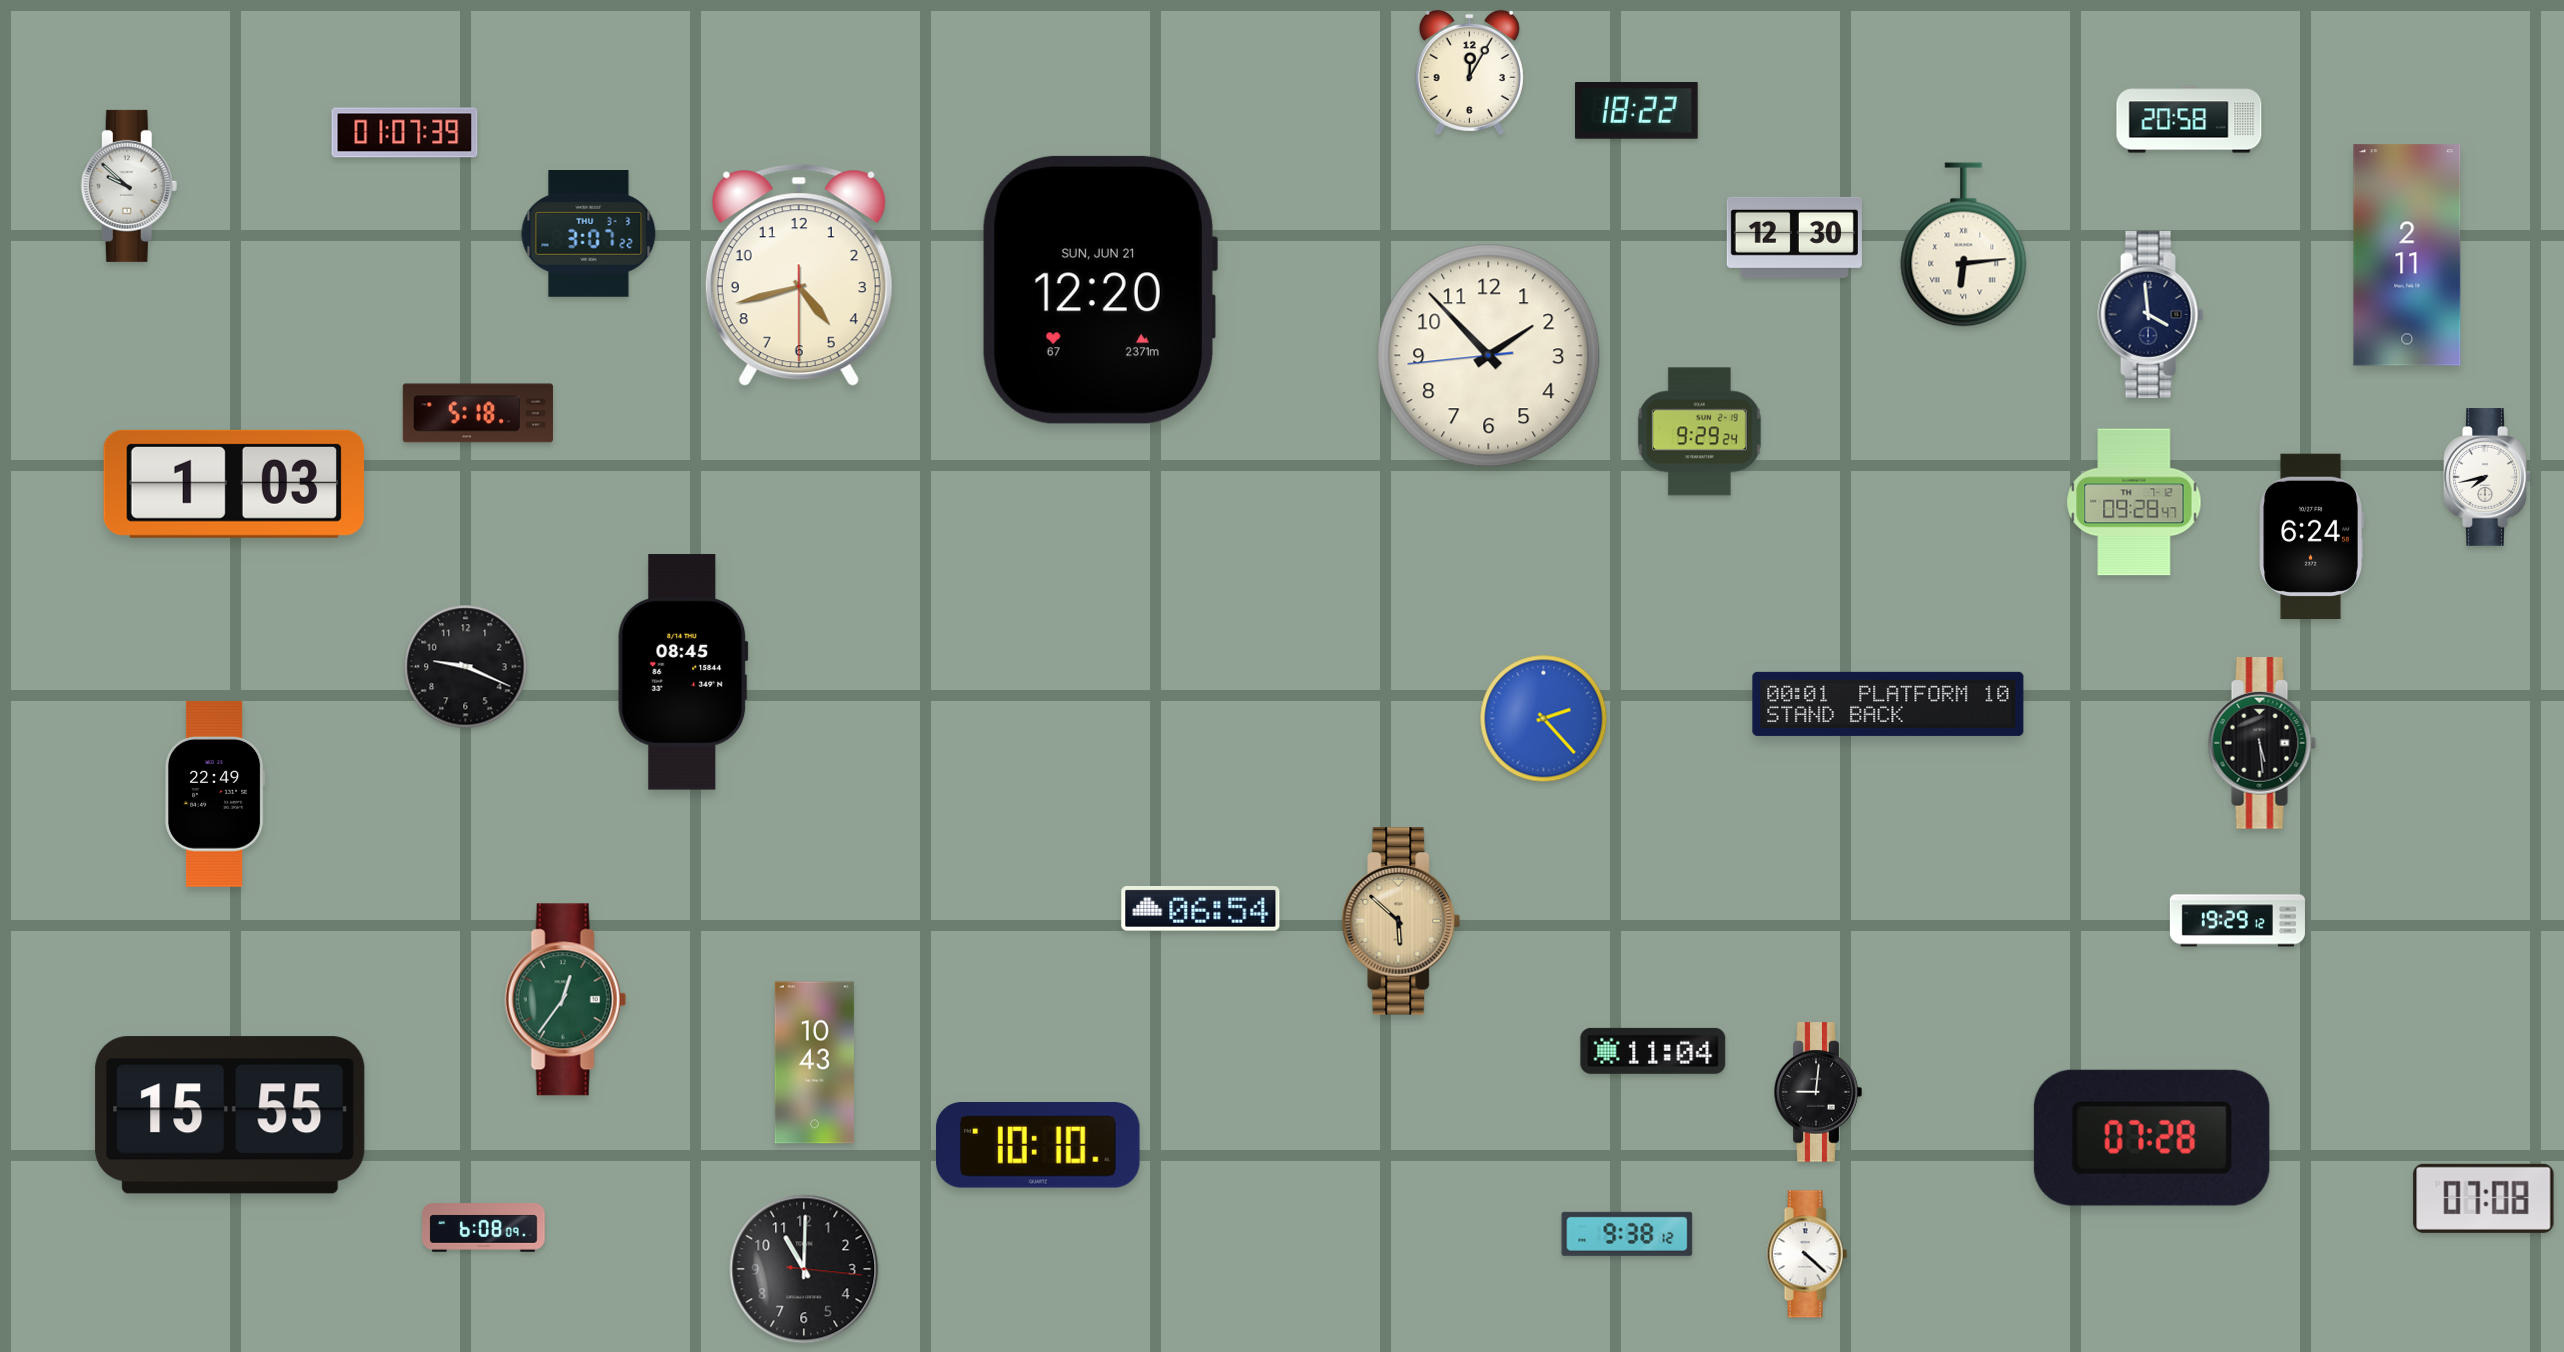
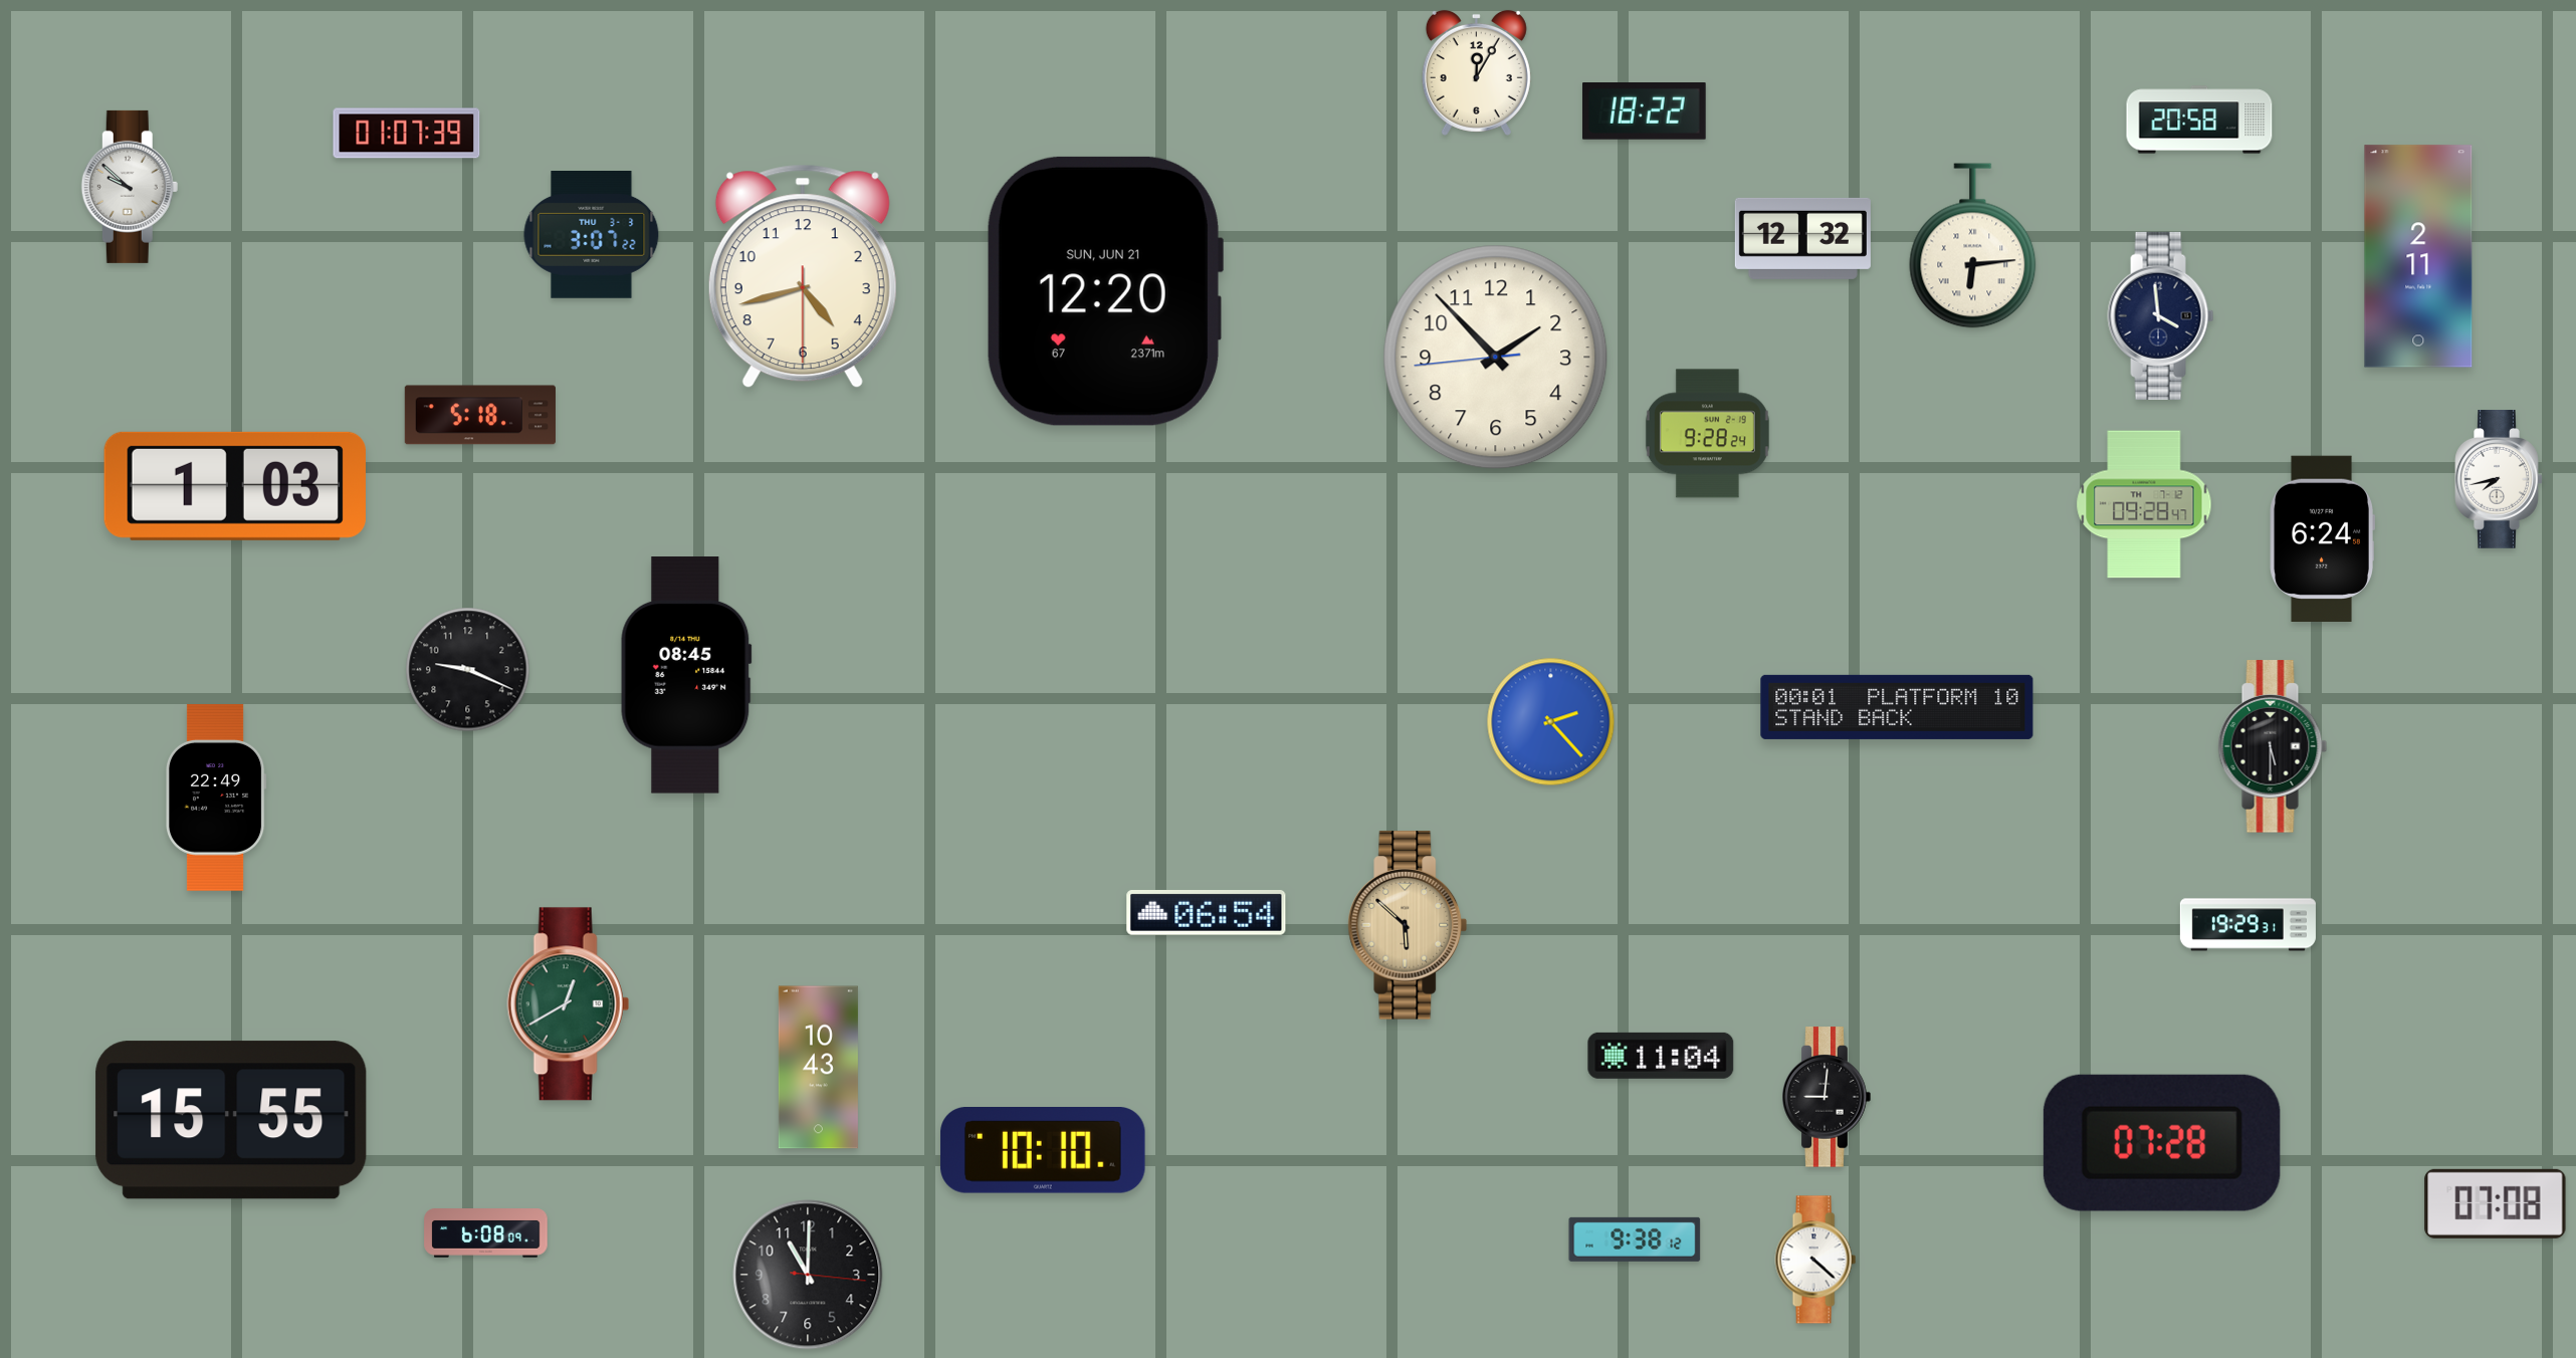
clock at (1794, 237): 12:30 -> 12:32
clock at (1699, 432): 9:29 -> 9:28
clock at (2262, 743): 5:29 -> 5:30
clock at (2237, 921): 19:29:12 -> 19:29:31
clock at (565, 1000): 12:36 -> 12:40
